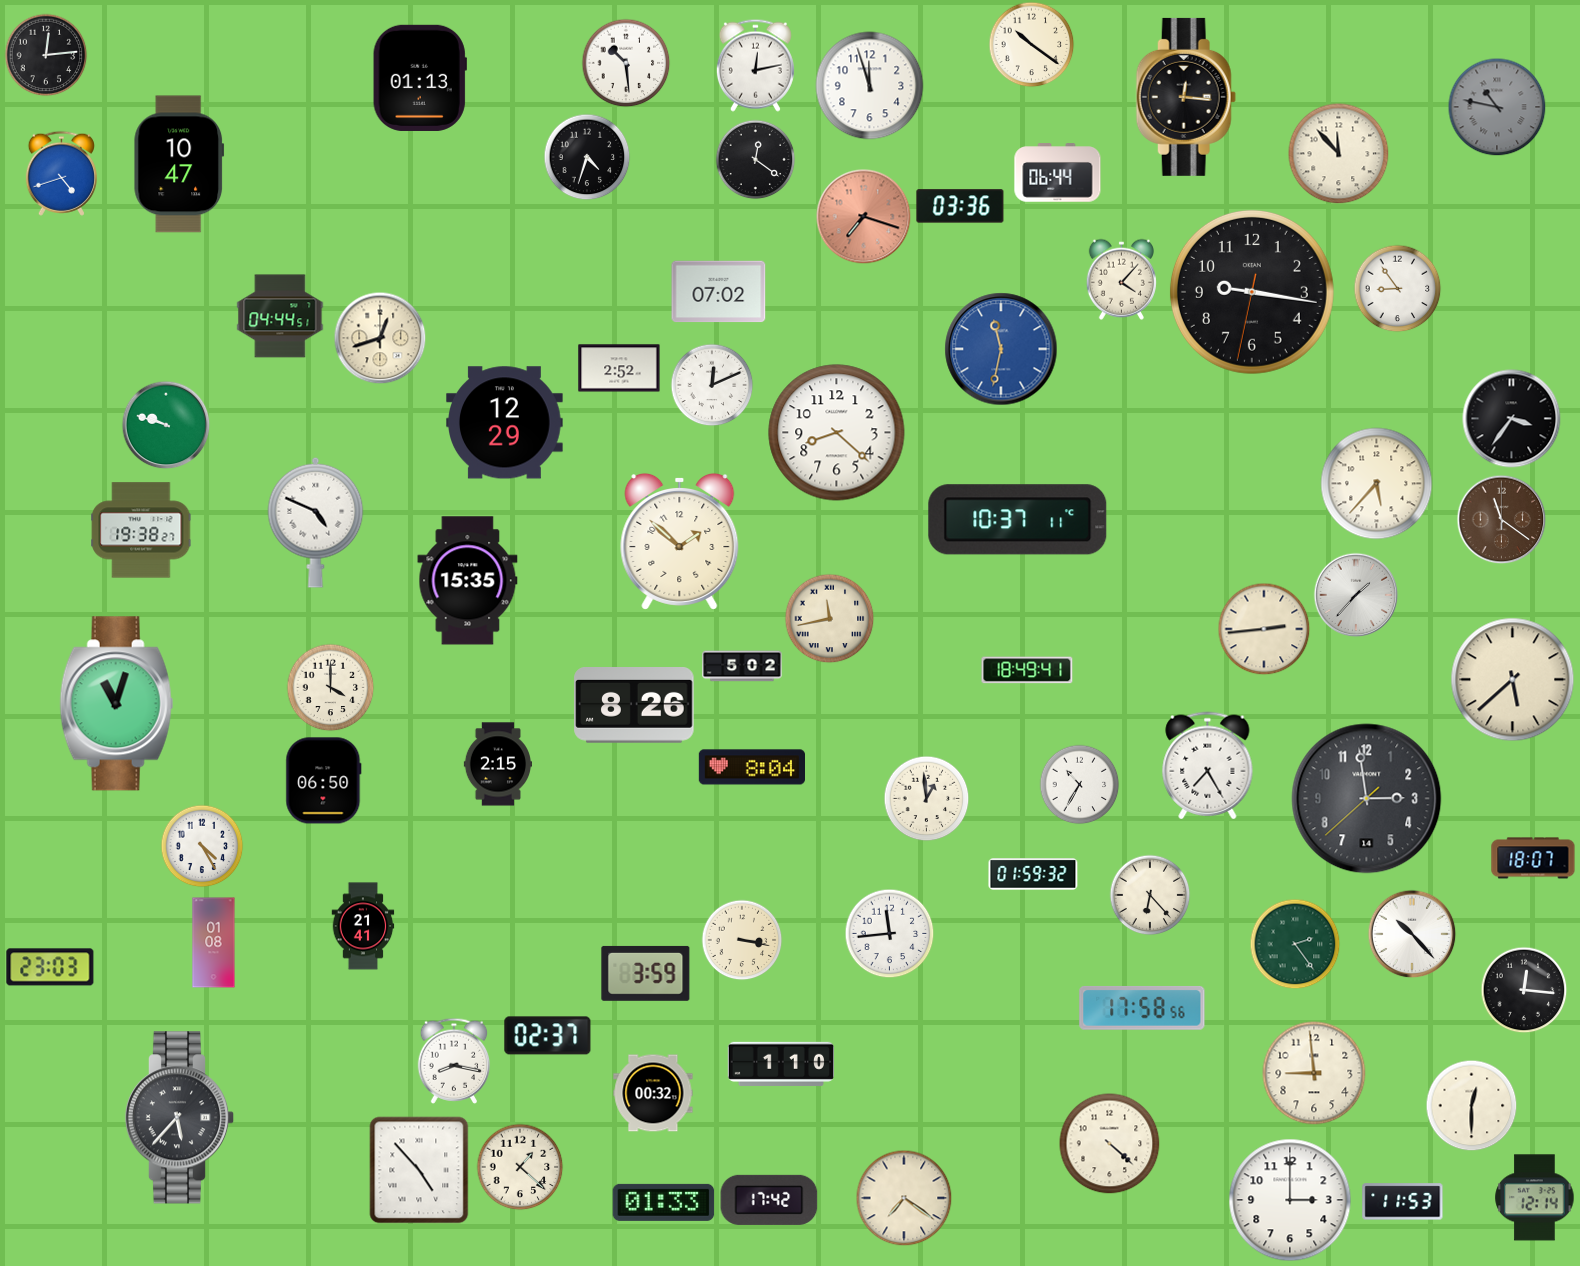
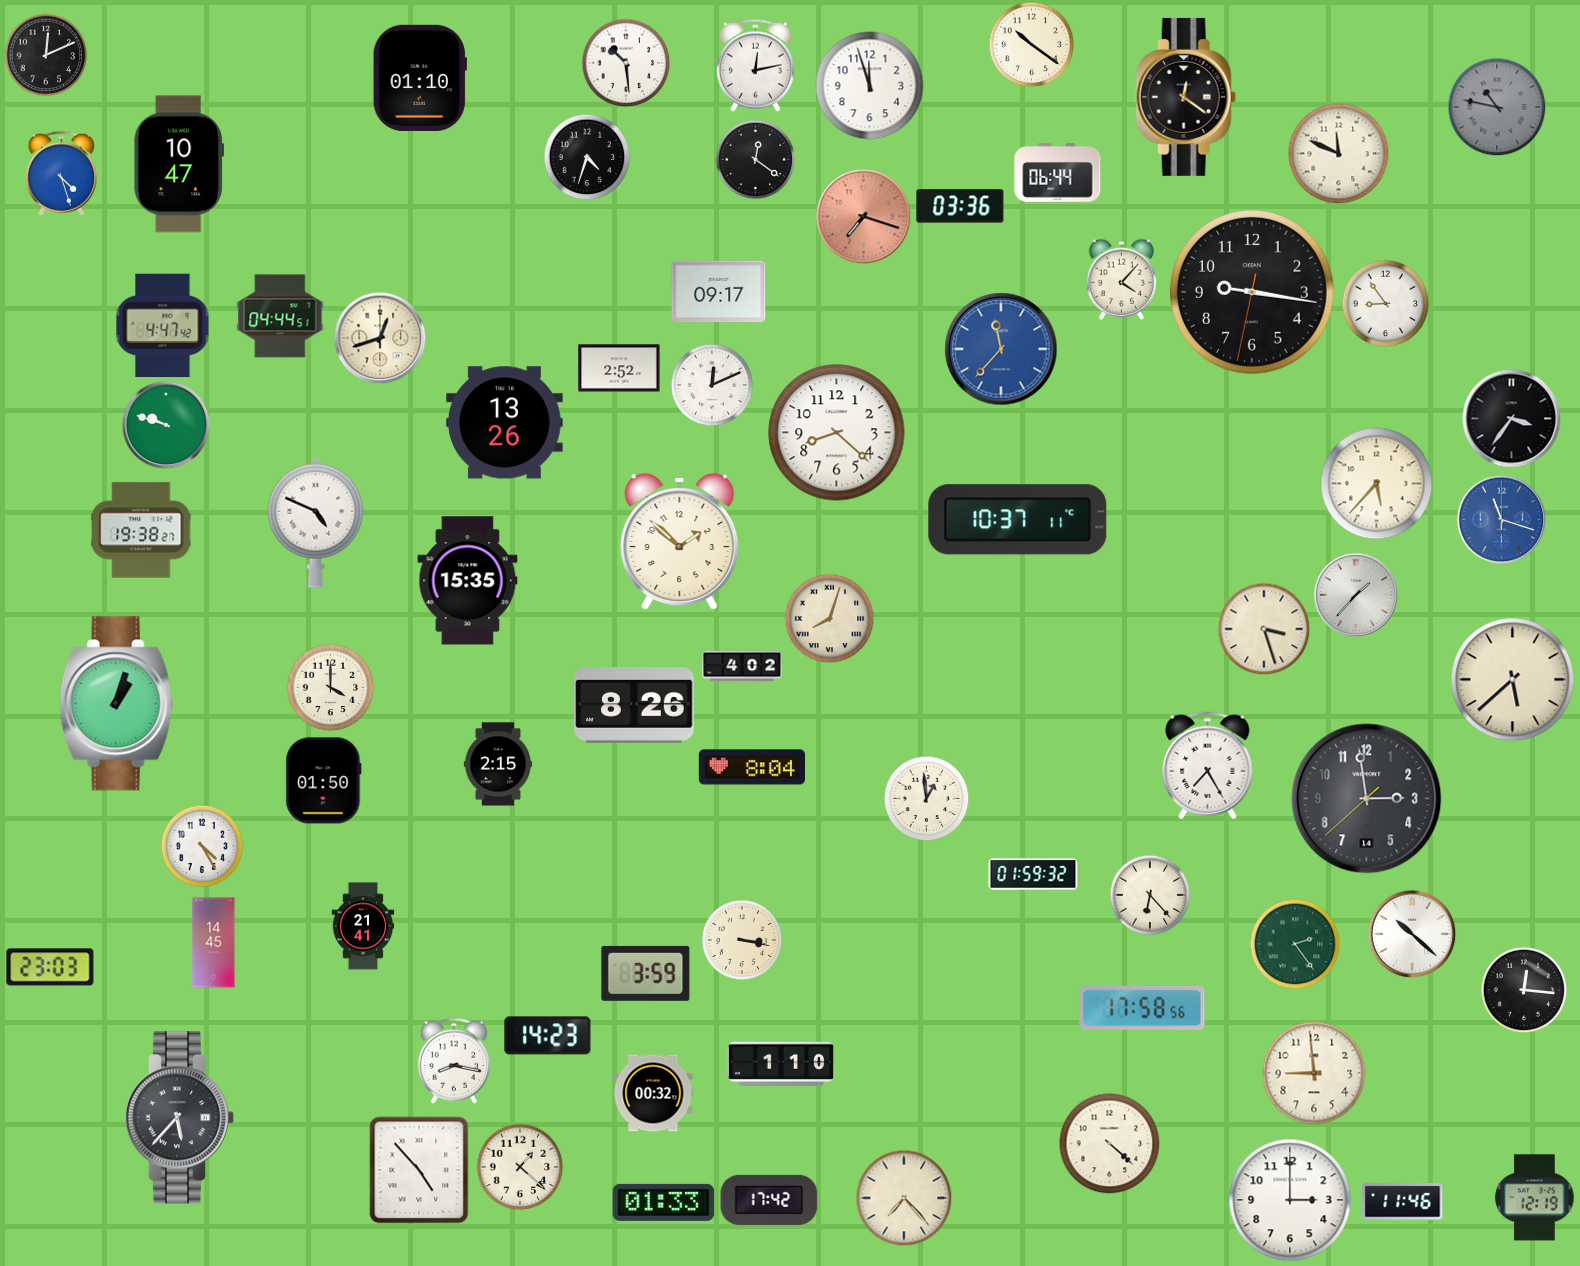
clock at (46, 55): 12:14 -> 12:11
clock at (420, 78): 01:13 -> 01:10
clock at (1186, 97): 12:16 -> 12:21
clock at (1339, 154): 11:53 -> 11:49
clock at (61, 173): 4:42 -> 4:27
clock at (1397, 288) position: (1397, 288) -> (1385, 303)
clock at (719, 292): 07:02 -> 09:17
clock at (163, 326): none -> 4:47
clock at (1001, 349): 11:32 -> 11:37
clock at (505, 423): 12:29 -> 13:26
clock at (1501, 519): 11:21 -> 11:18
clock at (1501, 519) dial: brown -> blue
clock at (829, 618): 11:43 -> 8:03
clock at (1264, 629): 2:44 -> 3:27
clock at (742, 666): 5:02 -> 4:02
clock at (1027, 670): 18:49 -> none
clock at (117, 704): 11:03 -> 1:03
clock at (324, 781): 06:50 -> 01:50
clock at (1079, 784): 10:35 -> none
clock at (1533, 858): 18:07 -> none
clock at (889, 933): 11:44 -> none
clock at (1412, 934): 10:23 -> 10:22
clock at (214, 943): 01:08 -> 14:45
clock at (548, 1036): 02:37 -> 14:23
clock at (1471, 1105): 12:30 -> none
clock at (904, 1198): 7:21 -> 7:23
clock at (1535, 1198): 12:14 -> 12:19
clock at (1403, 1202): 11:53 -> 11:46
